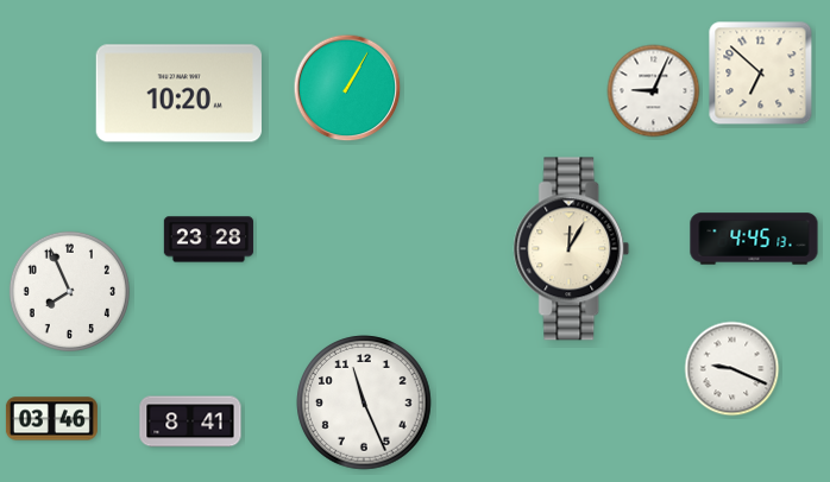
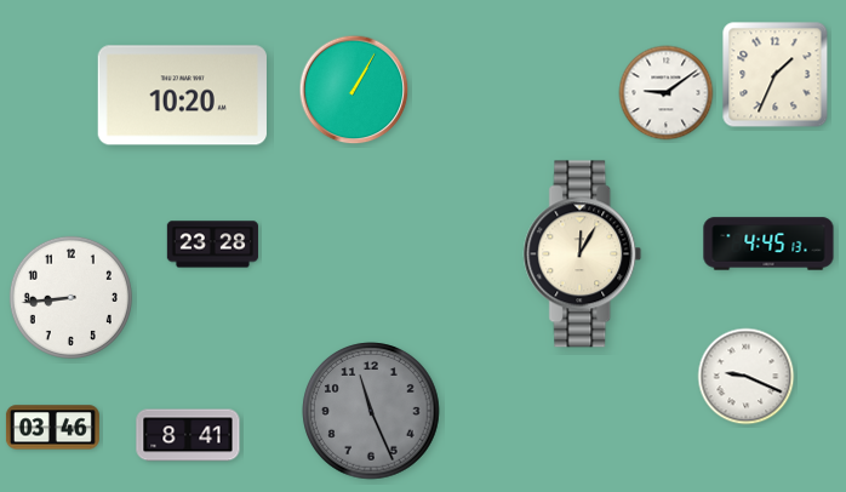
clock at (761, 74): 6:52 -> 1:34
clock at (654, 91): 9:04 -> 9:09
clock at (69, 291): 7:56 -> 8:44
clock at (364, 402) dial: white -> grey
clock at (190, 421) position: (190, 421) -> (188, 435)
